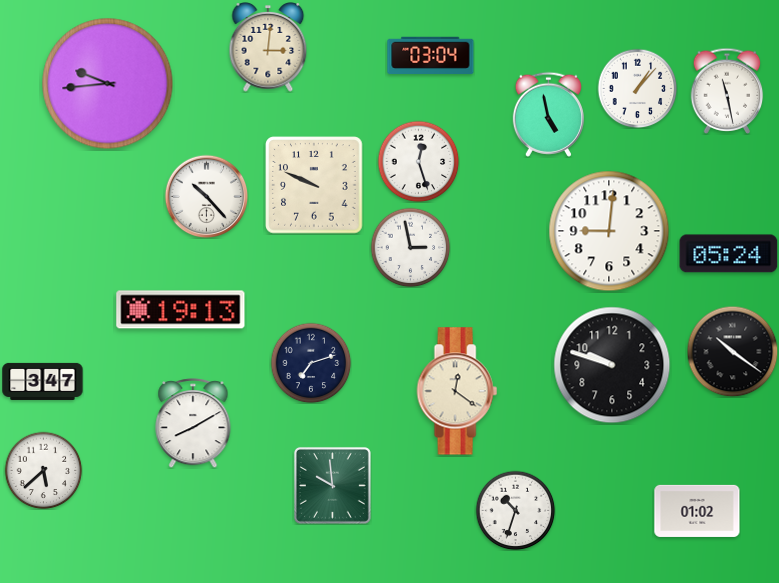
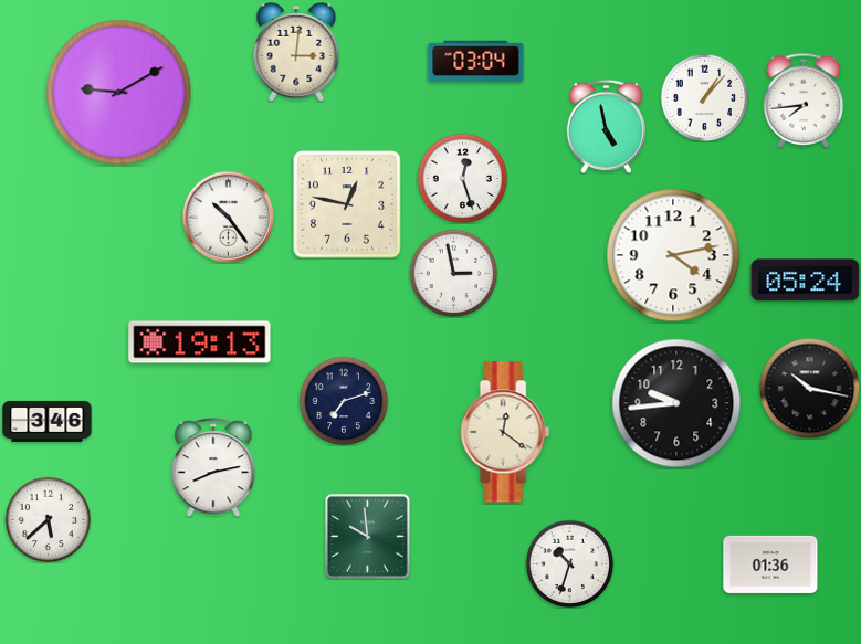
clock at (108, 84): 9:44 -> 9:10
clock at (727, 91): 11:28 -> 7:44
clock at (314, 185): 9:49 -> 12:47
clock at (206, 196): 10:23 -> 10:24
clock at (609, 231): 9:01 -> 4:13
clock at (732, 351): 10:21 -> 10:17
clock at (612, 365): 9:48 -> 9:44
clock at (43, 381): 3:47 -> 3:46
clock at (193, 423): 8:10 -> 8:13
clock at (697, 511): 01:02 -> 01:36
